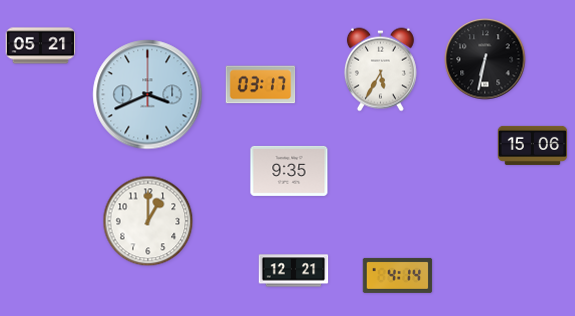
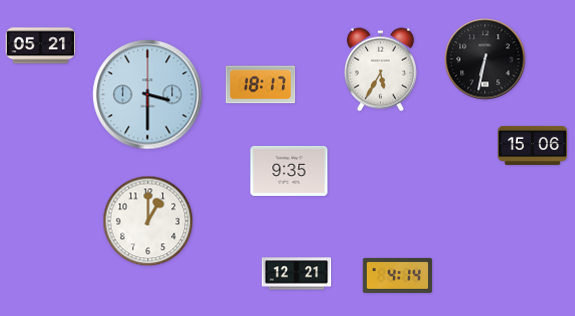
clock at (261, 85): 03:17 -> 18:17
clock at (148, 95): 3:41 -> 3:30
clock at (294, 271) position: (294, 271) -> (297, 274)
